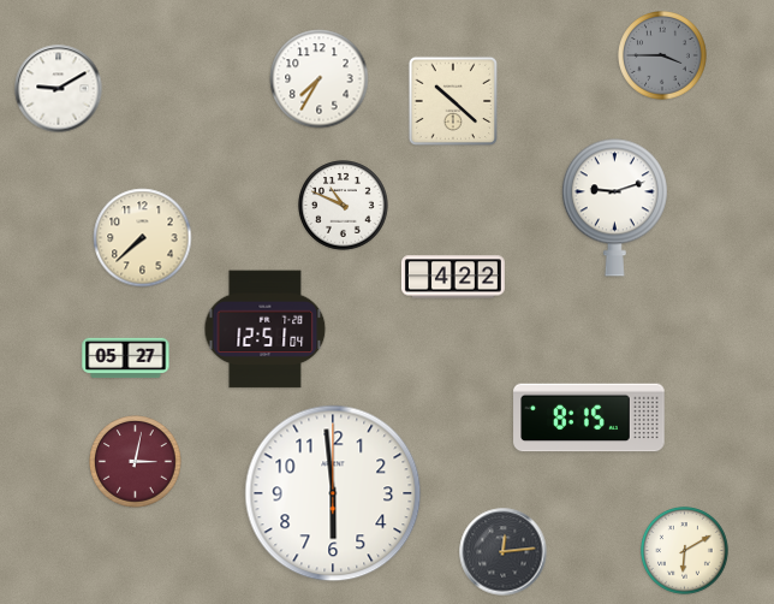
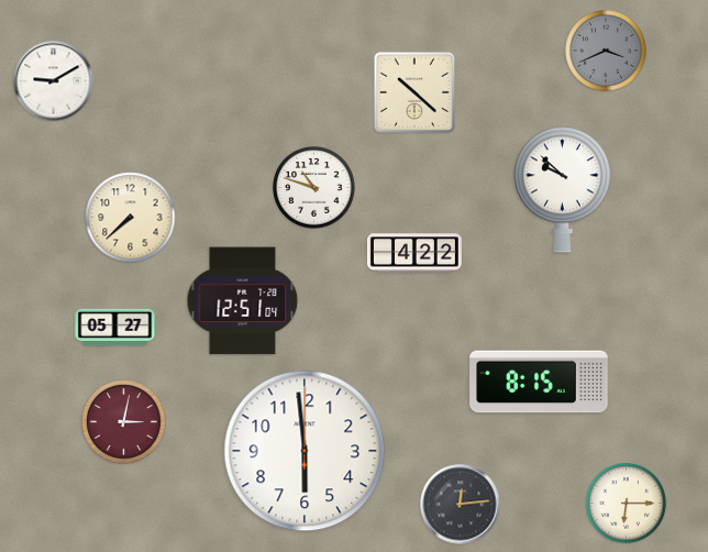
clock at (663, 57): 3:45 -> 3:41
clock at (320, 79): 7:35 -> none
clock at (344, 206): 10:49 -> 10:48
clock at (614, 208): 9:12 -> 9:52
clock at (685, 551): 6:10 -> 6:15
